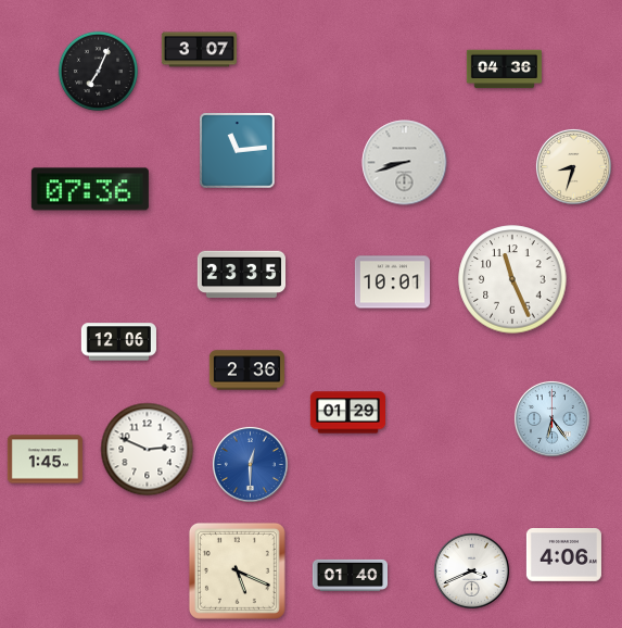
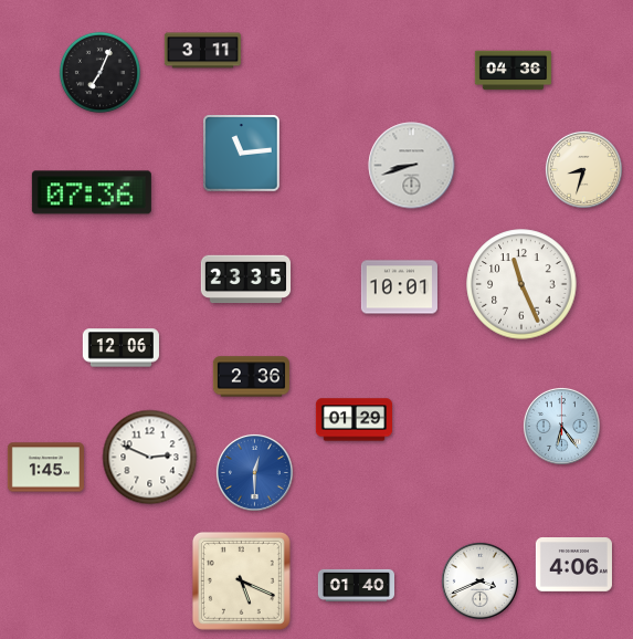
clock at (199, 50): 3:07 -> 3:11
